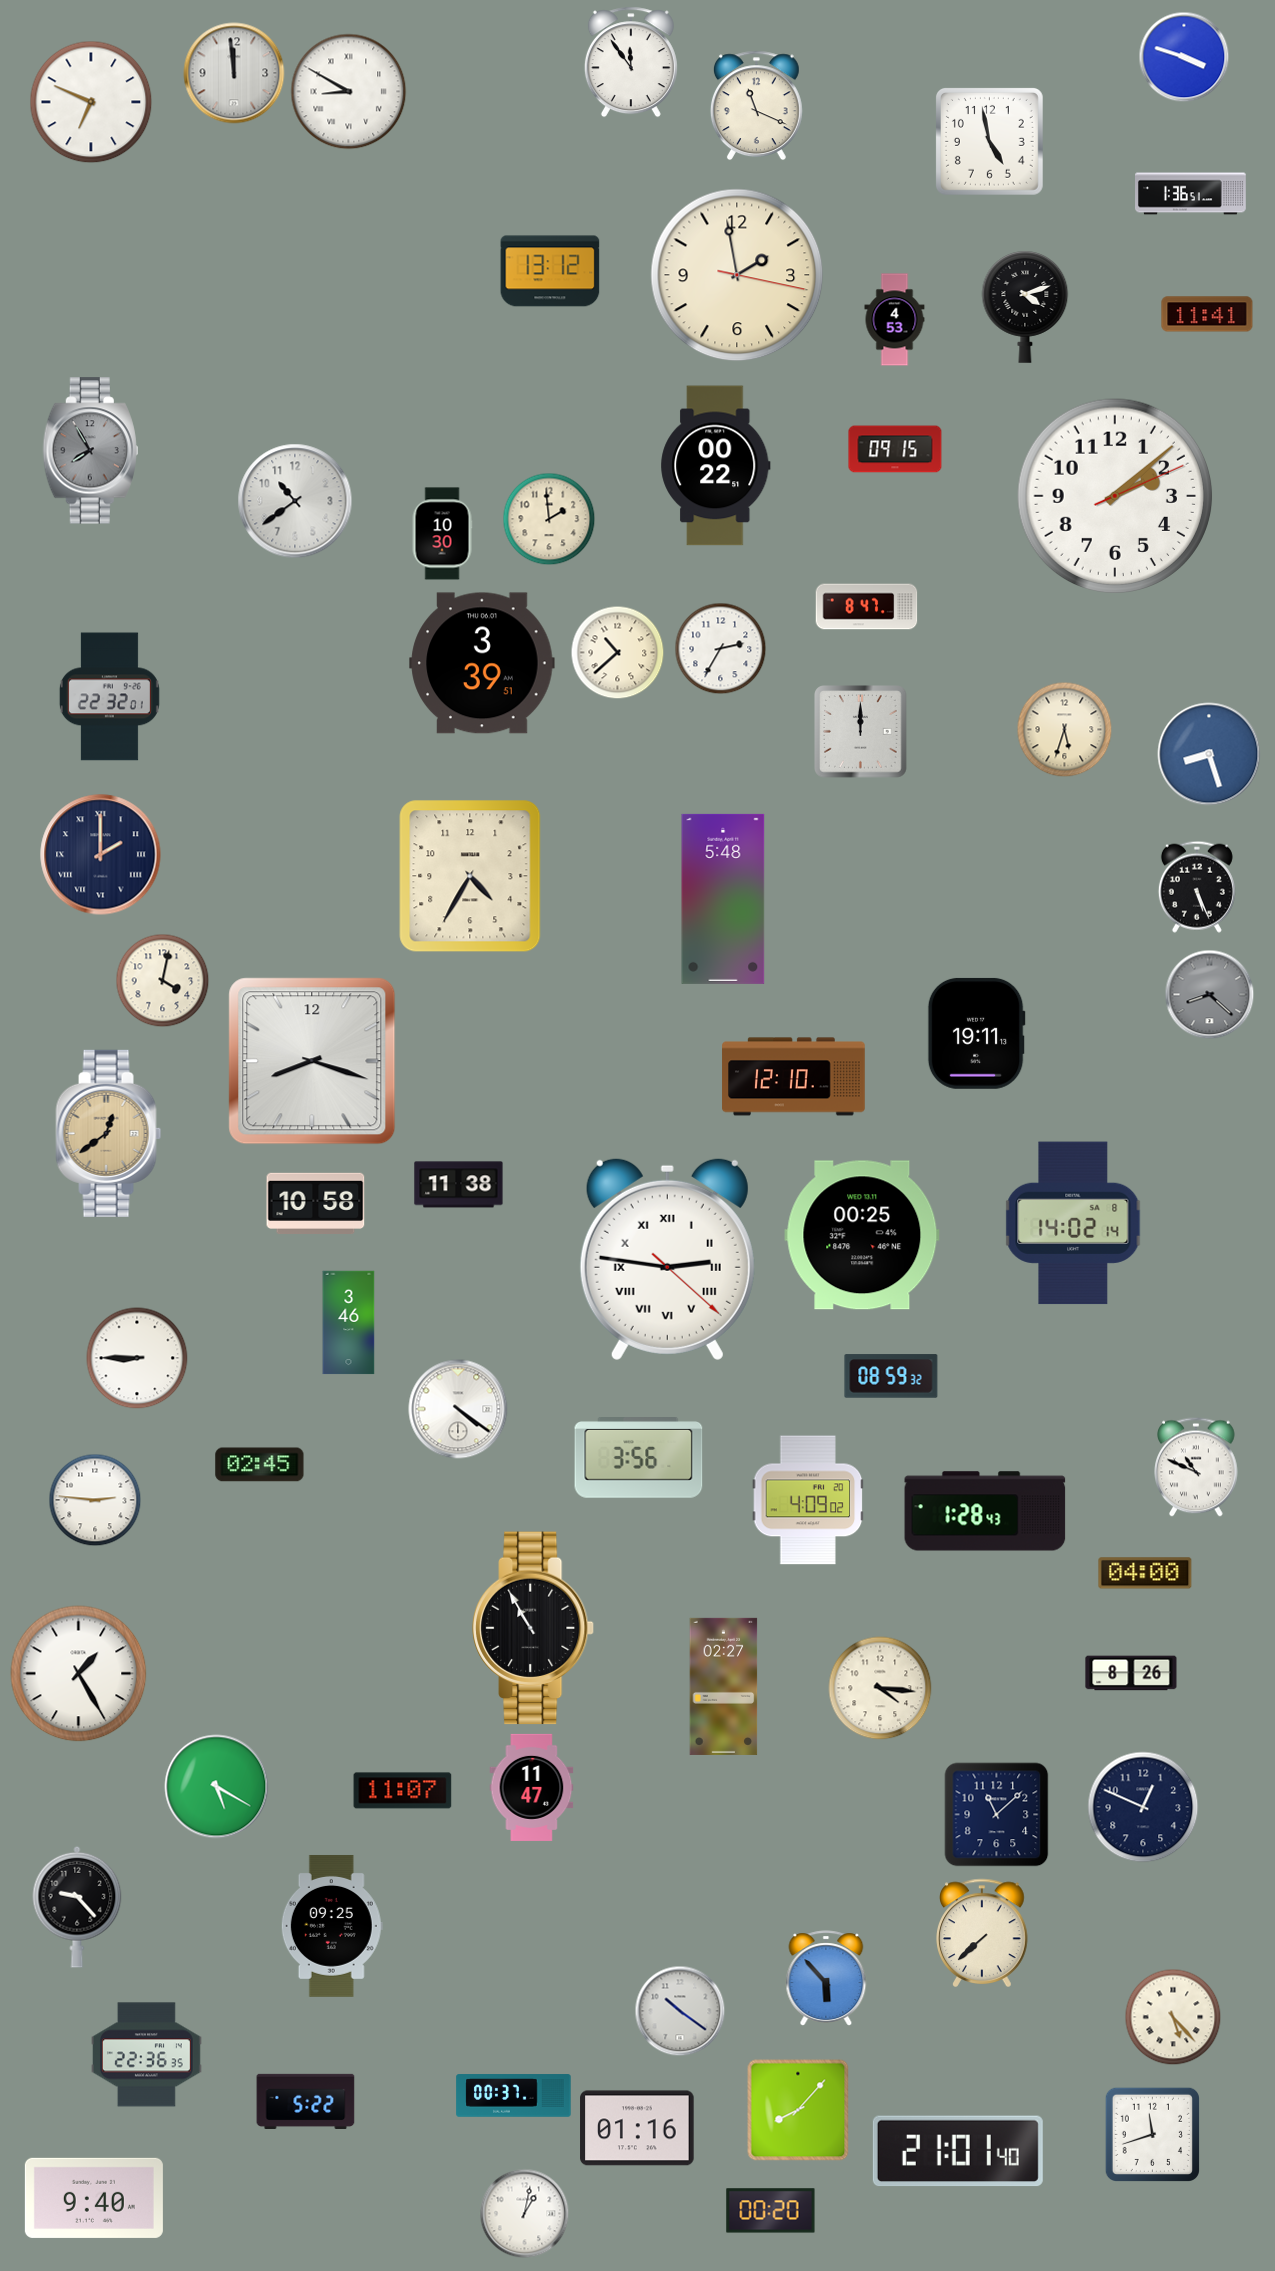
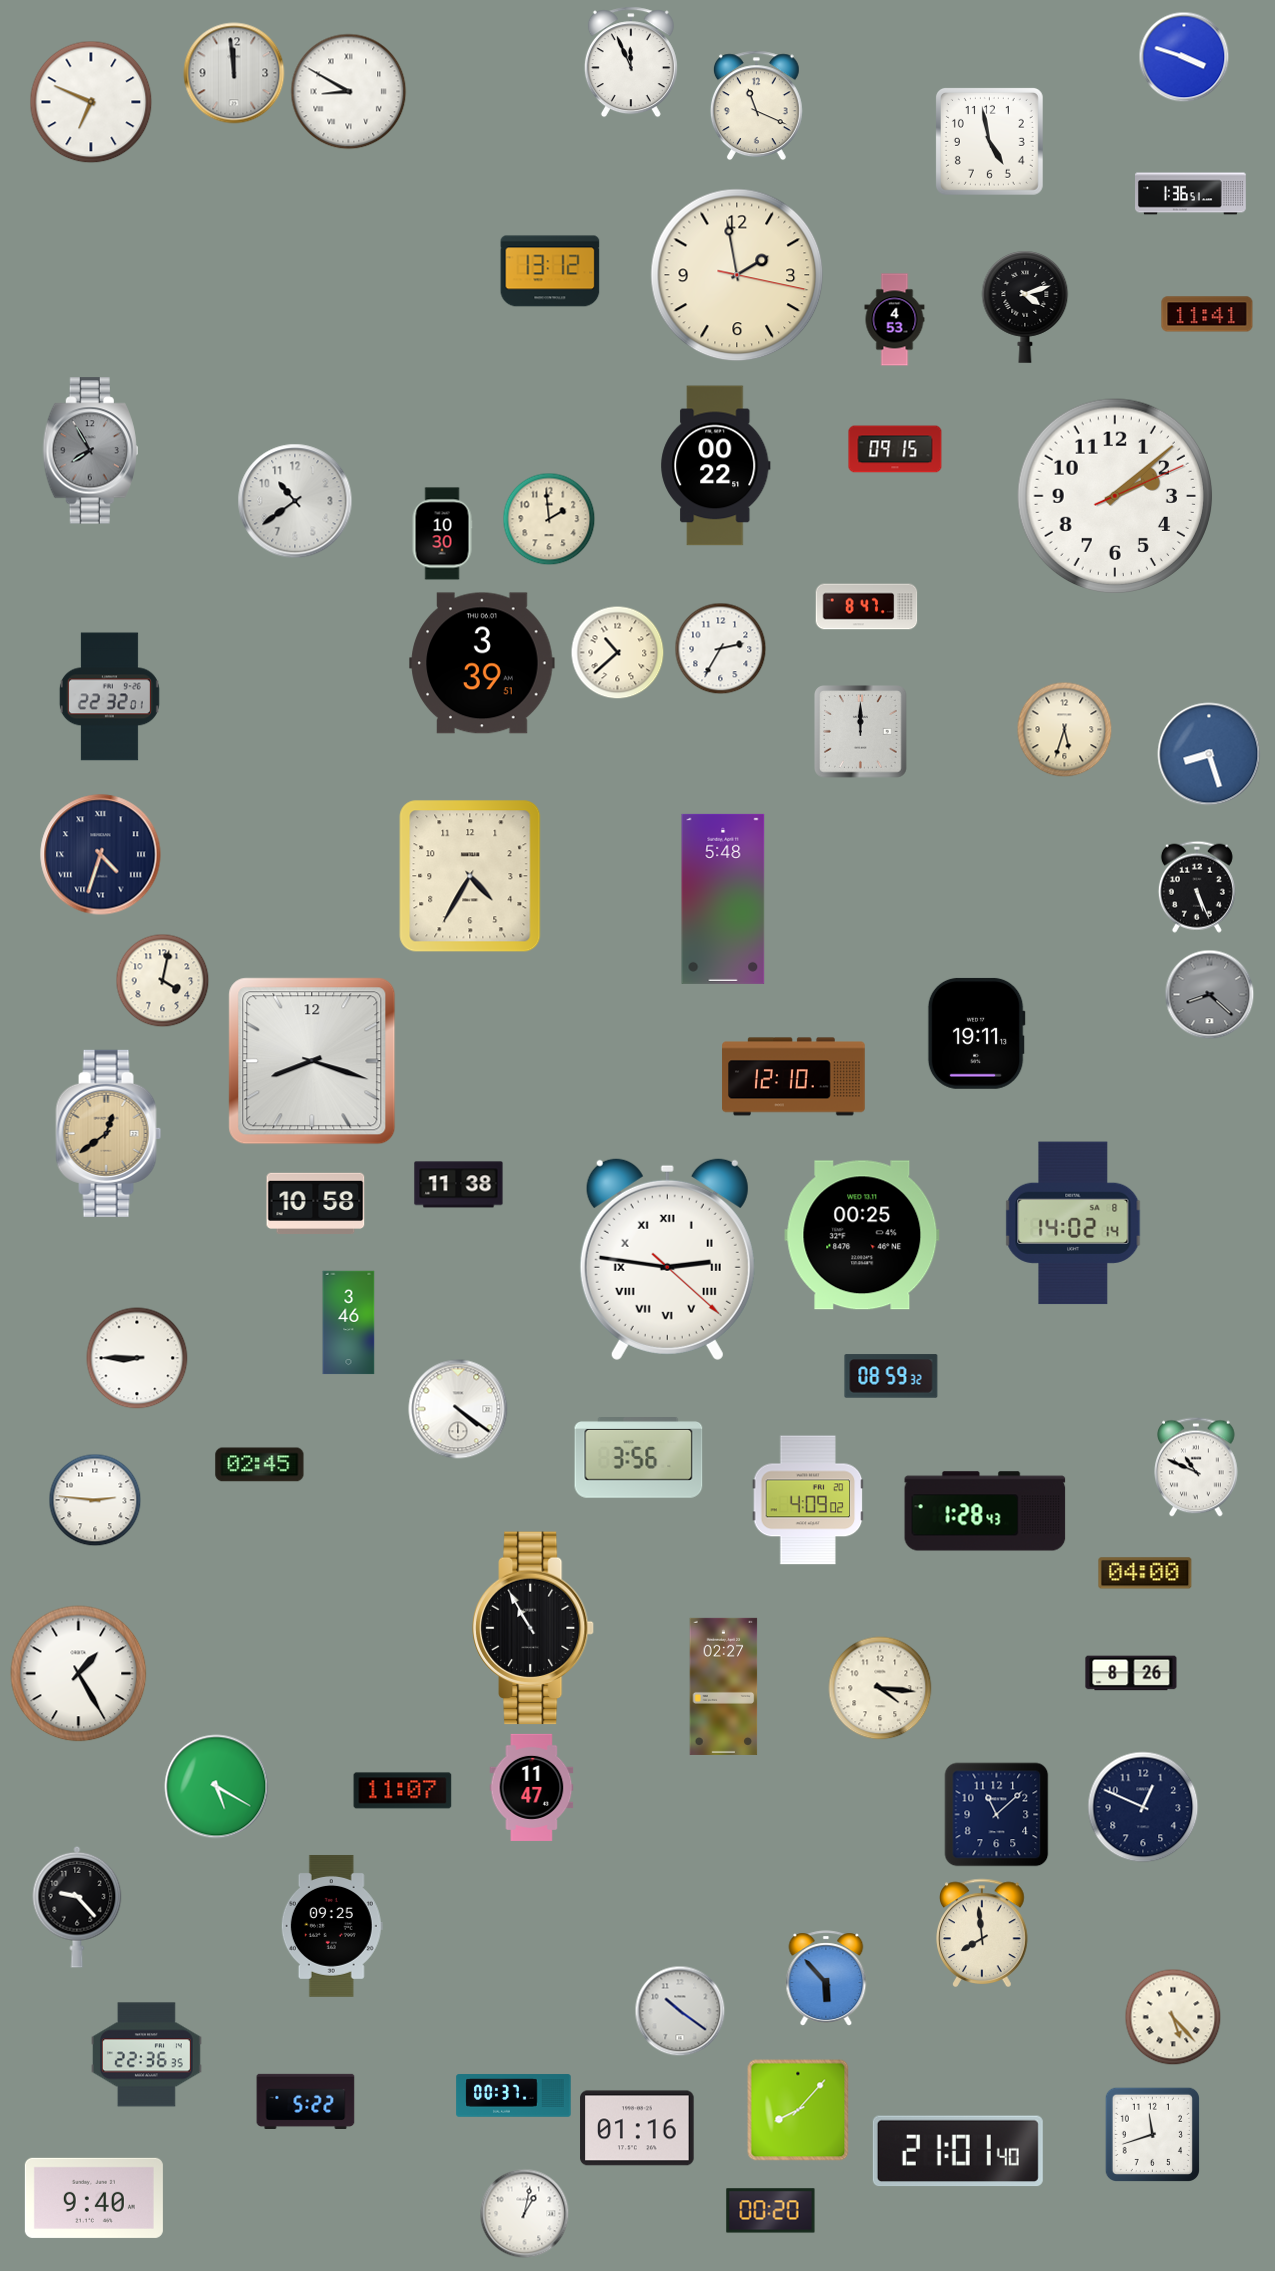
clock at (631, 62): 11:54 -> 11:56
clock at (101, 855): 2:00 -> 4:33
clock at (982, 1932): 7:38 -> 7:59
